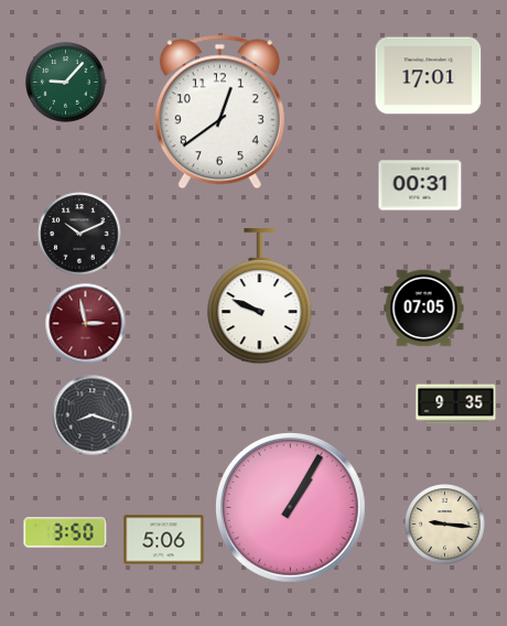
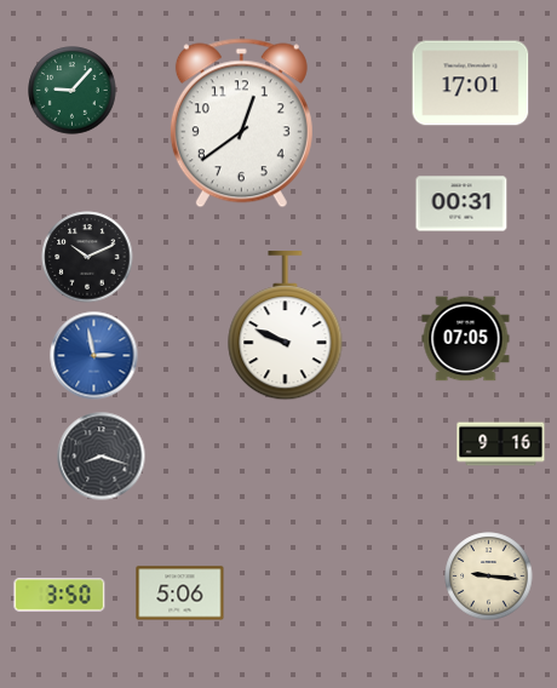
clock at (86, 324) dial: burgundy -> blue
clock at (456, 404): 9:35 -> 9:16
clock at (290, 507): 1:05 -> none
clock at (65, 532) position: (65, 532) -> (59, 595)
